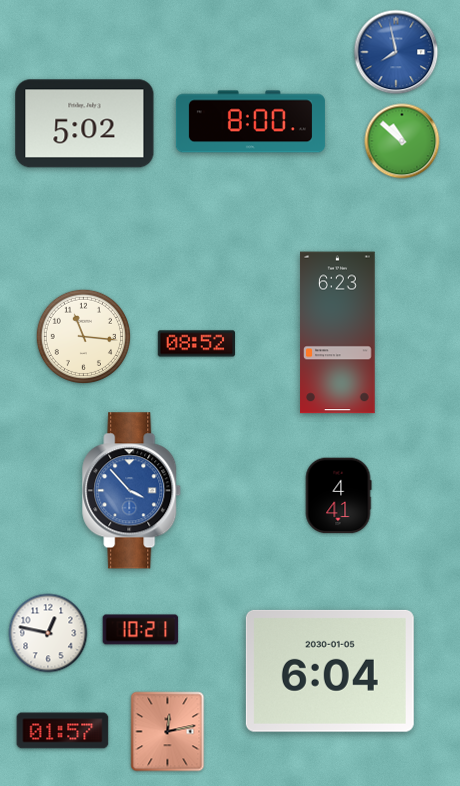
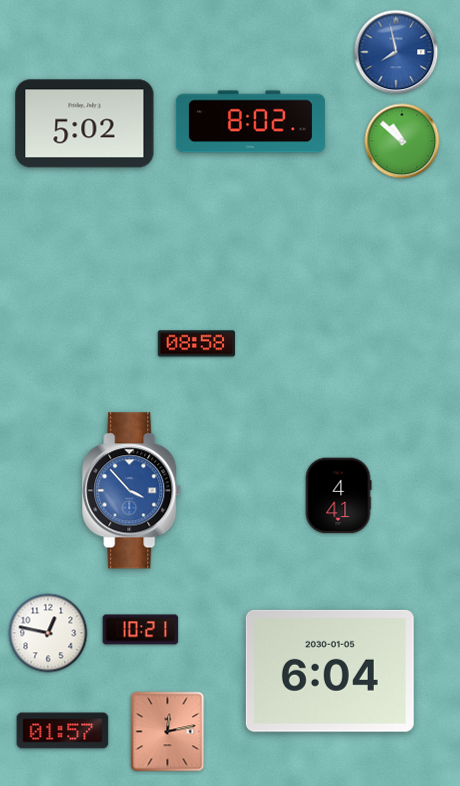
clock at (250, 122): 8:00 -> 8:02
clock at (338, 333): 6:23 -> none
clock at (83, 336): 11:16 -> none
clock at (196, 344): 08:52 -> 08:58
